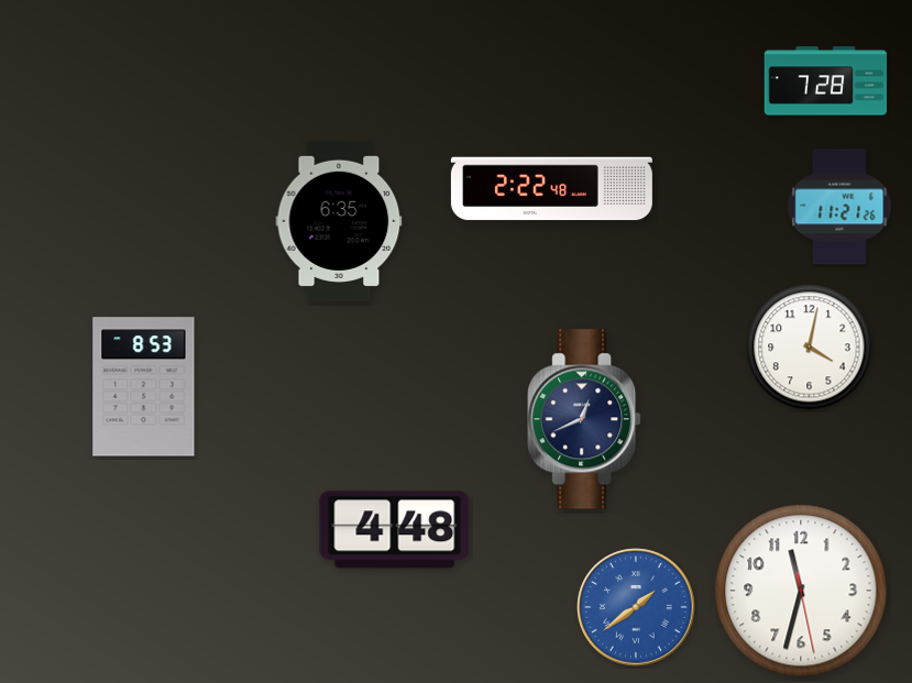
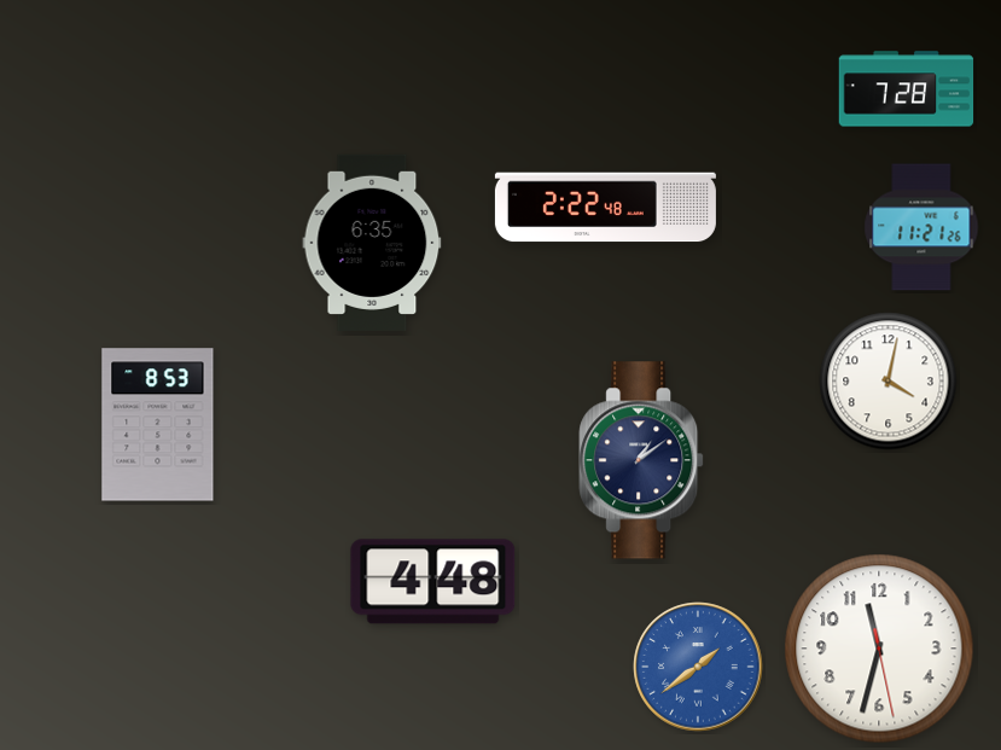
clock at (584, 419): 12:41 -> 1:09
